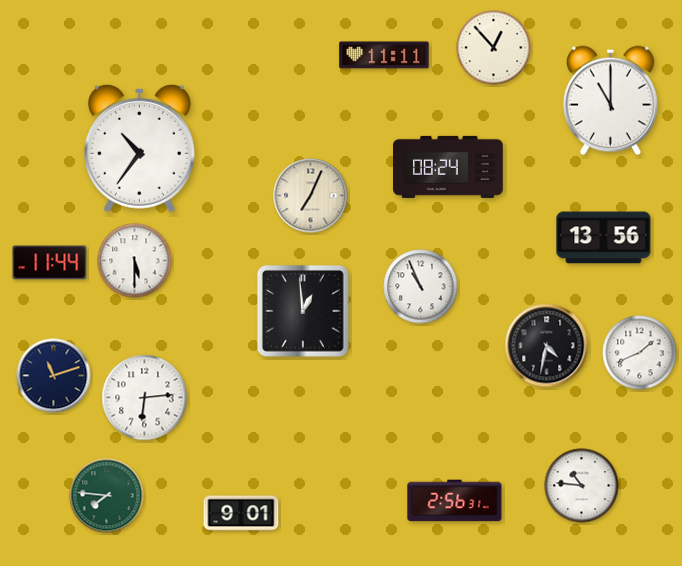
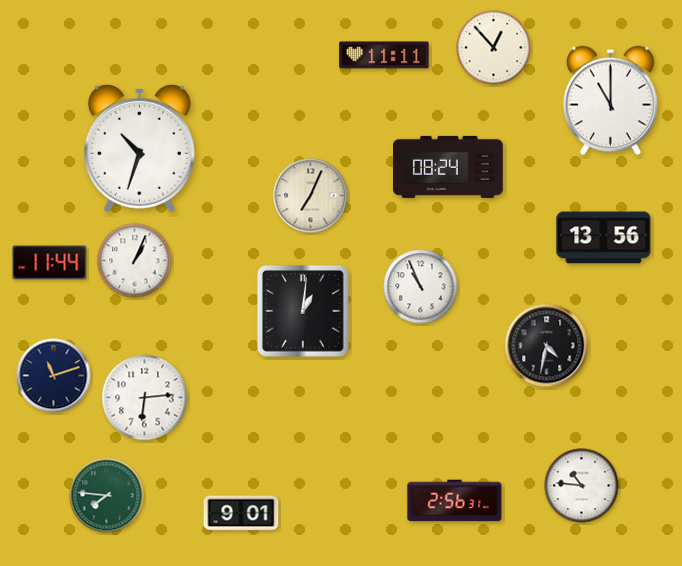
clock at (139, 148): 10:36 -> 10:33
clock at (135, 261): 5:30 -> 1:04
clock at (304, 312): 12:59 -> 1:01
clock at (640, 353): 1:41 -> none
